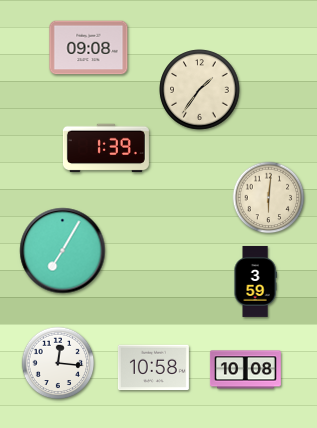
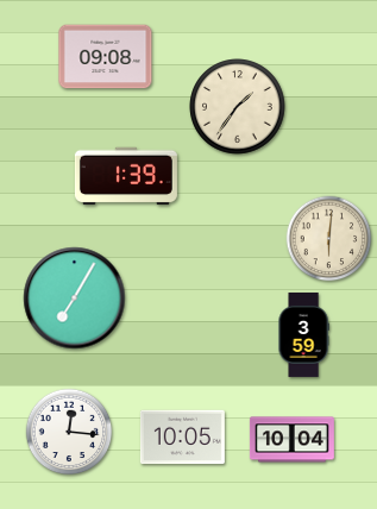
clock at (269, 198) position: (269, 198) -> (329, 239)
clock at (153, 368): 10:58 -> 10:05
clock at (245, 370): 10:08 -> 10:04
